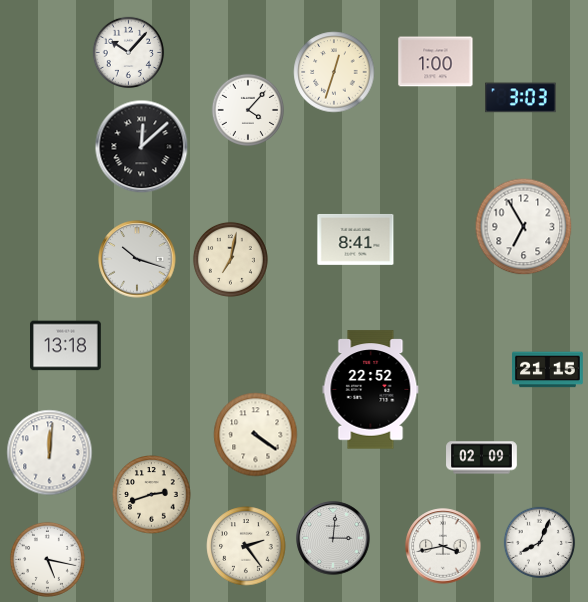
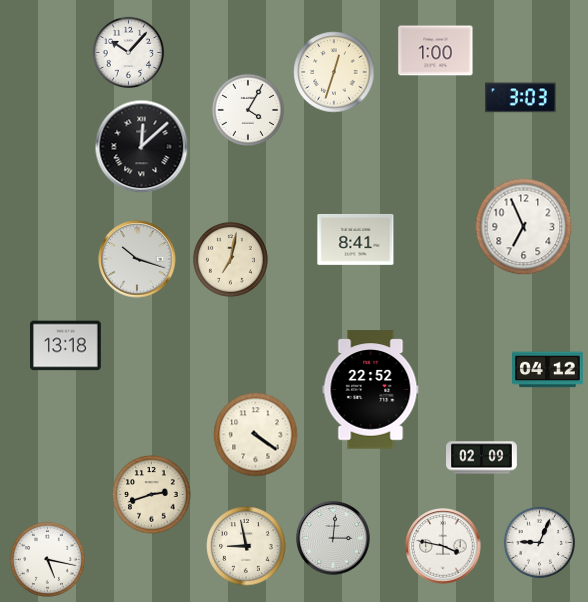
clock at (436, 62) position: (436, 62) -> (436, 51)
clock at (247, 109): 4:07 -> 4:05
clock at (524, 227): 6:55 -> 6:56
clock at (548, 370): 21:15 -> 04:12
clock at (50, 453): 12:01 -> none
clock at (540, 543): 8:04 -> 9:04
clock at (246, 546): 2:24 -> 8:58
clock at (443, 546): 3:43 -> 3:47
